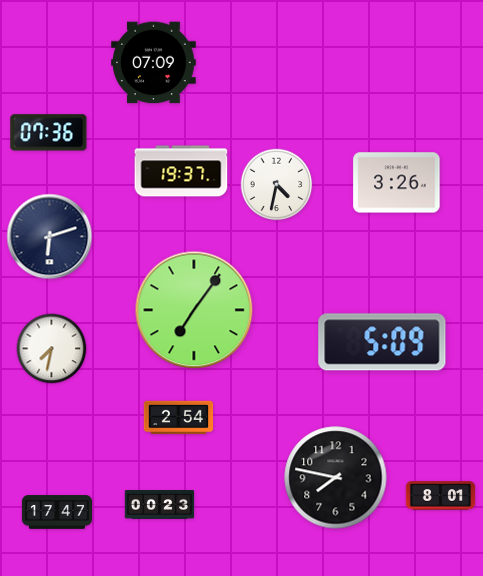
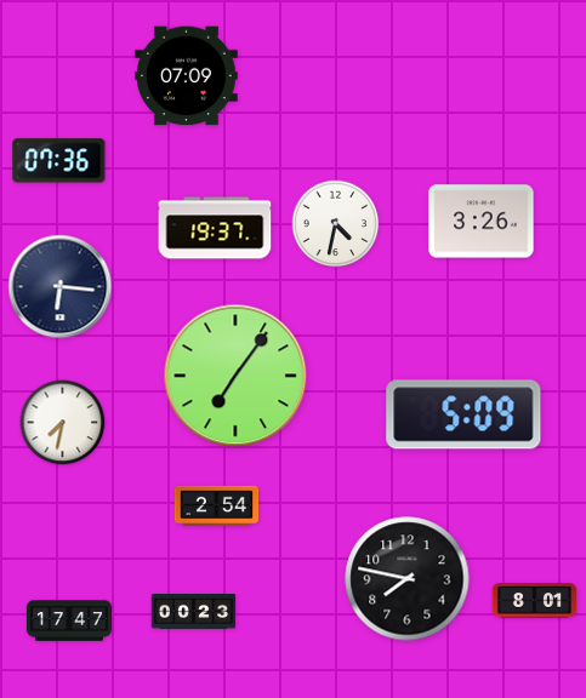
clock at (181, 171) position: (181, 171) -> (215, 228)
clock at (50, 237): 6:12 -> 6:16
